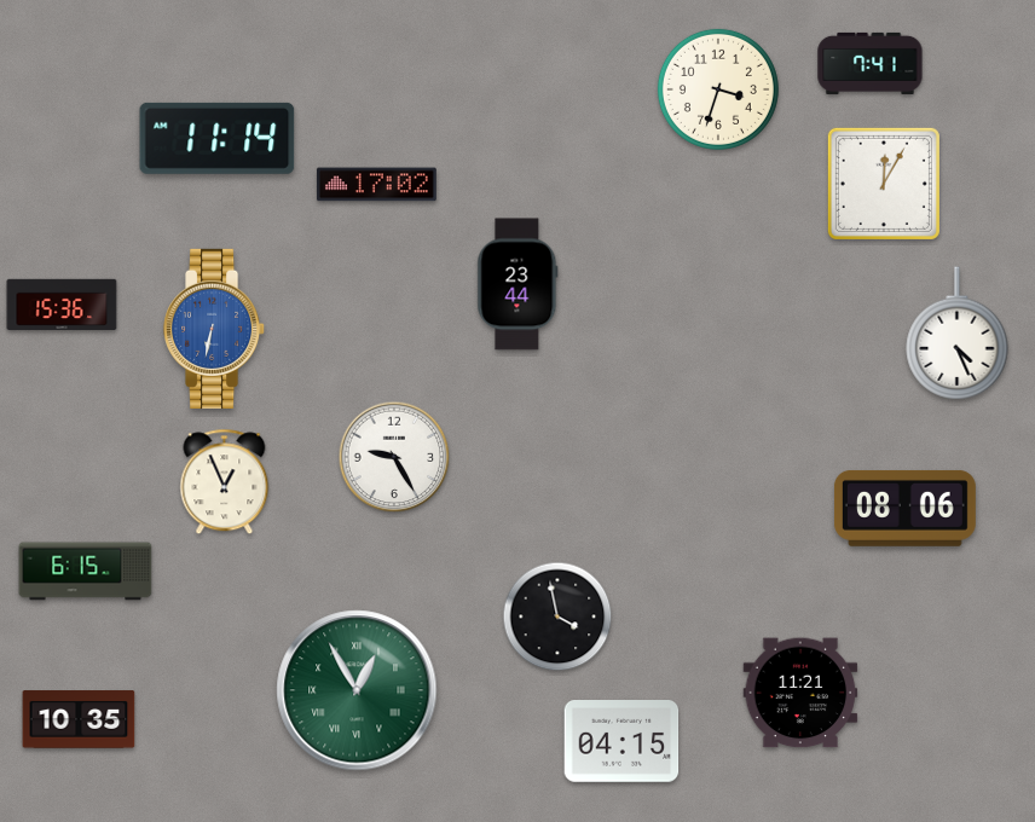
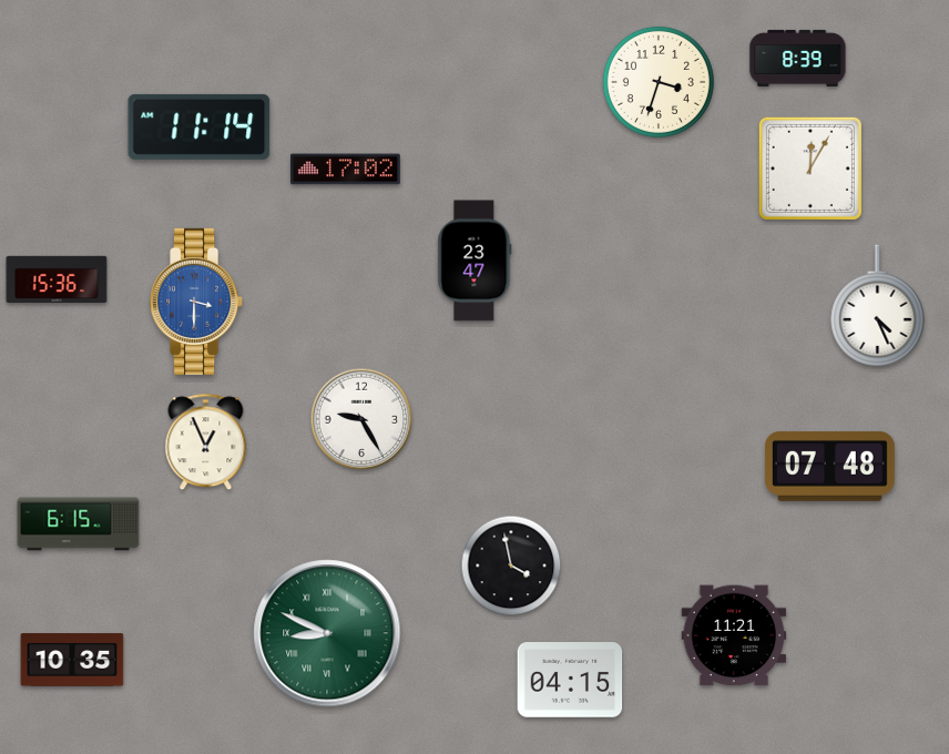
clock at (871, 63): 7:41 -> 8:39
clock at (517, 284): 23:44 -> 23:47
clock at (215, 329): 6:32 -> 3:30
clock at (904, 508): 08:06 -> 07:48
clock at (357, 690): 12:55 -> 8:49
